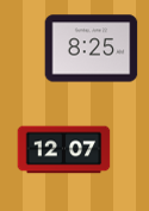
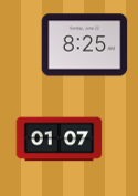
clock at (63, 150): 12:07 -> 01:07
